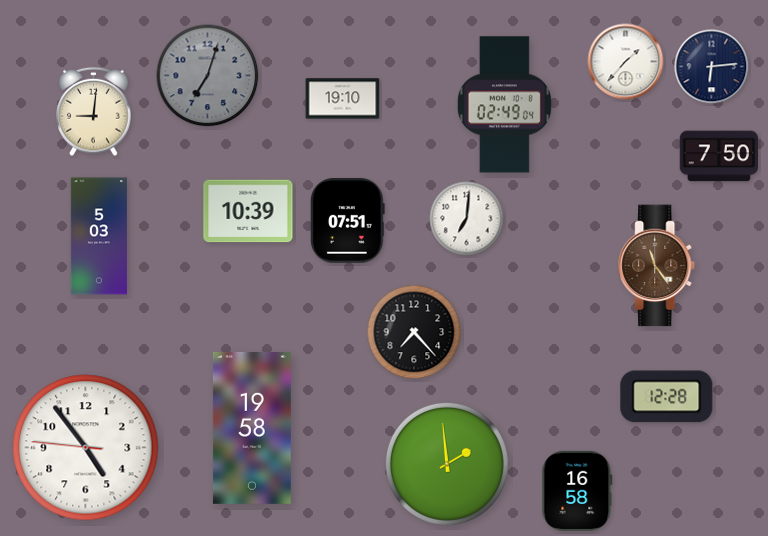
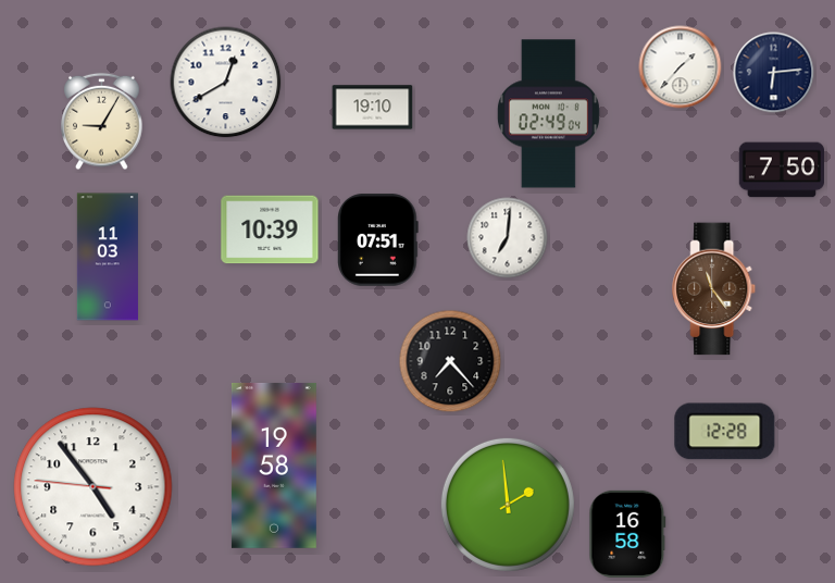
clock at (208, 76): 7:03 -> 12:40
clock at (208, 76) dial: grey -> white
clock at (94, 112): 9:01 -> 9:05
clock at (99, 236): 5:03 -> 11:03
clock at (447, 464) position: (447, 464) -> (508, 505)
